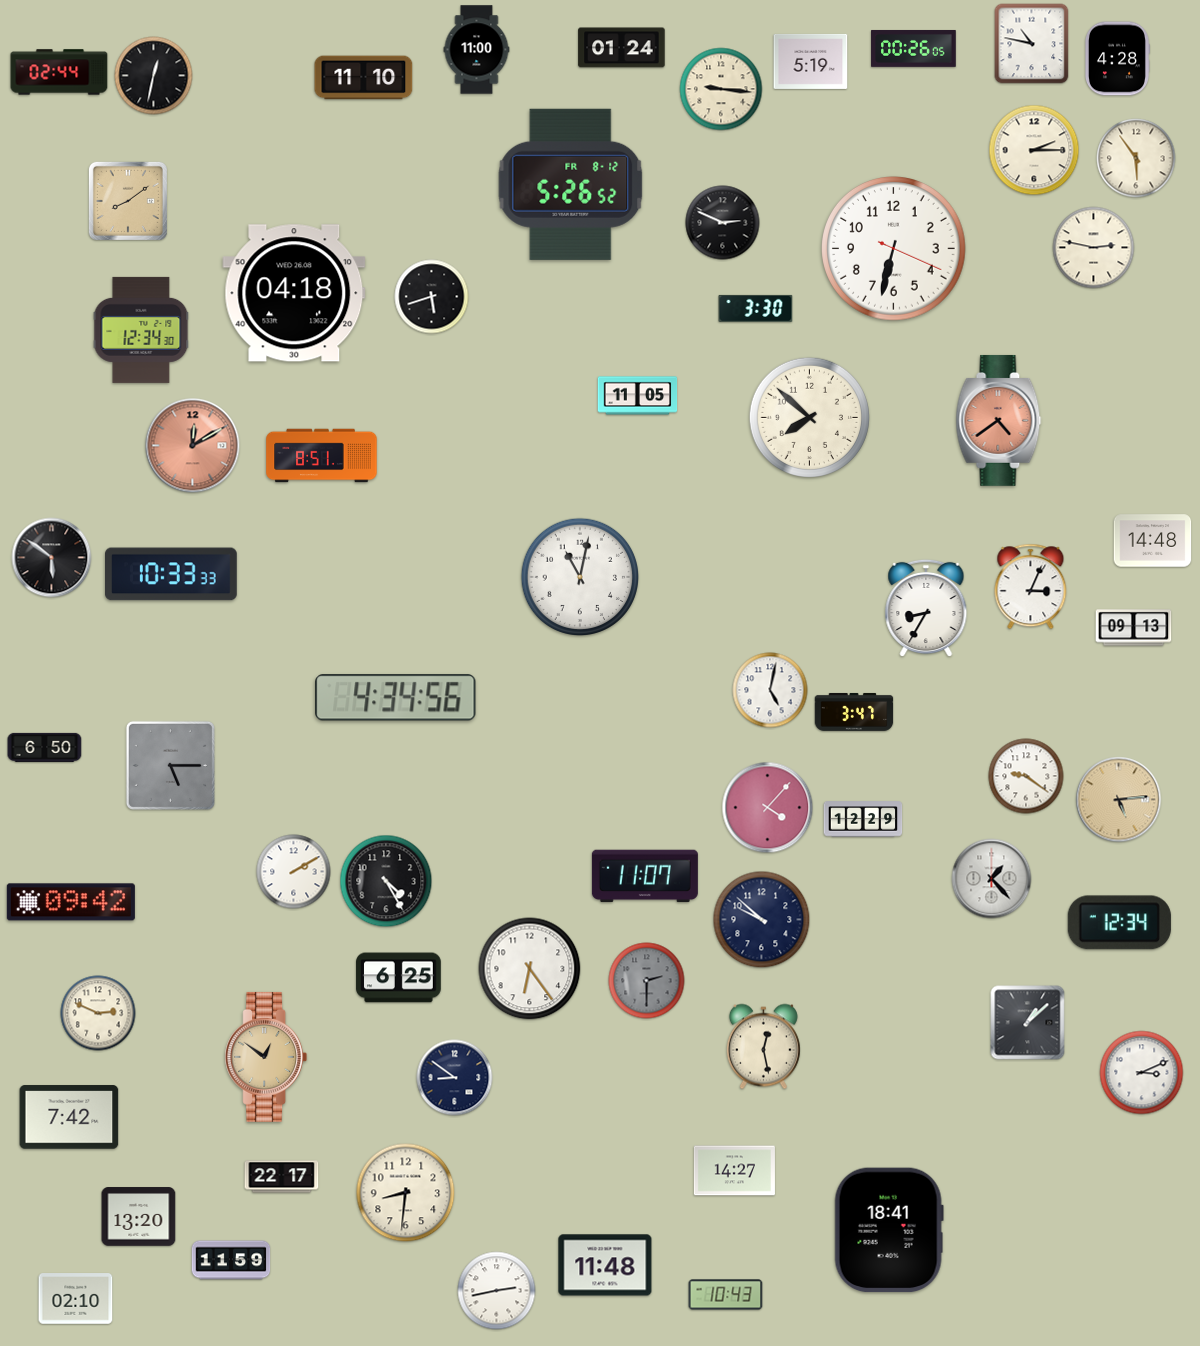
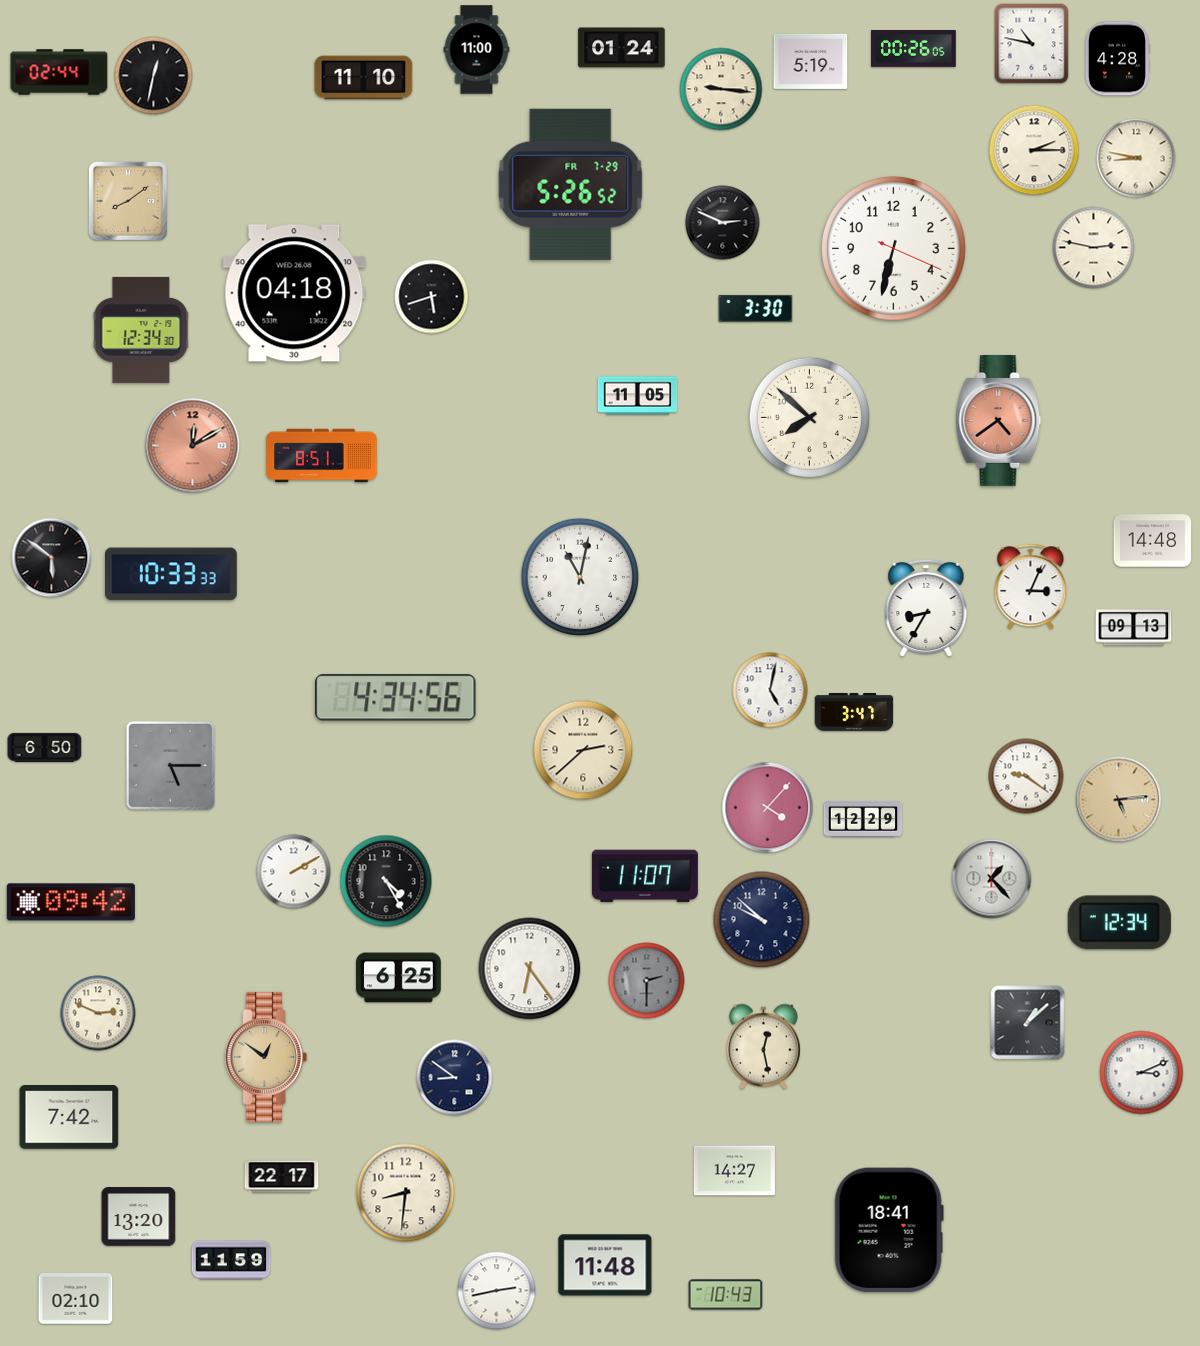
clock at (1136, 158): 5:54 -> 8:47
clock at (571, 184) date: FR 8-12 -> FR 7-29
clock at (583, 750): none -> 2:38
